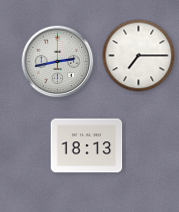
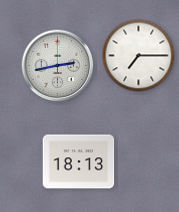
clock at (58, 62) position: (58, 62) -> (58, 66)
clock at (87, 146) position: (87, 146) -> (79, 162)
